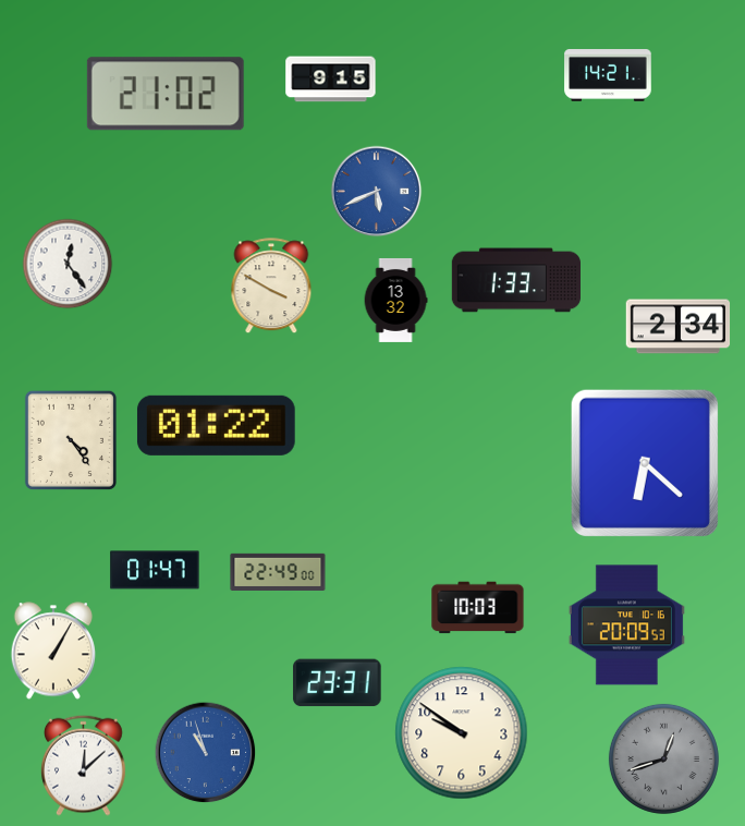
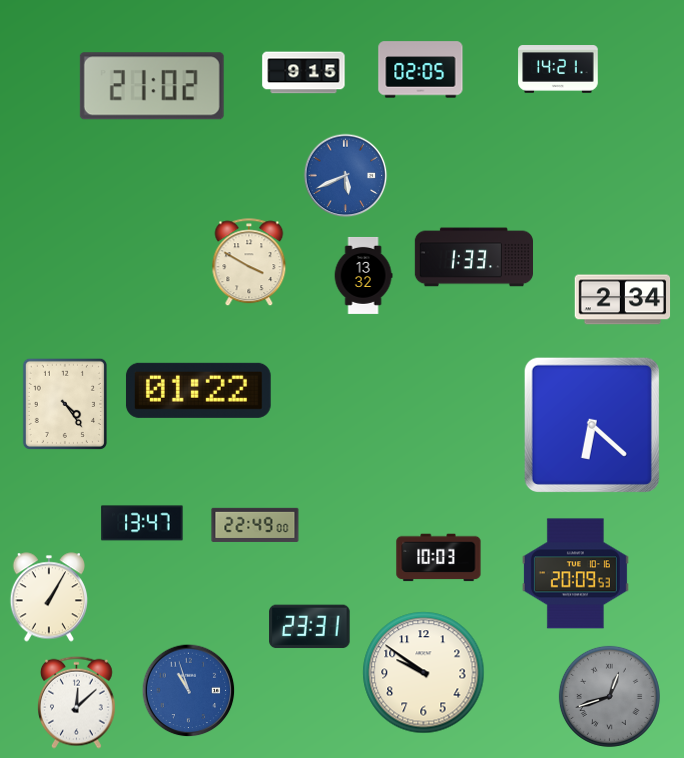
clock at (421, 70): none -> 02:05
clock at (68, 264): 12:24 -> none
clock at (155, 570): 01:47 -> 13:47
